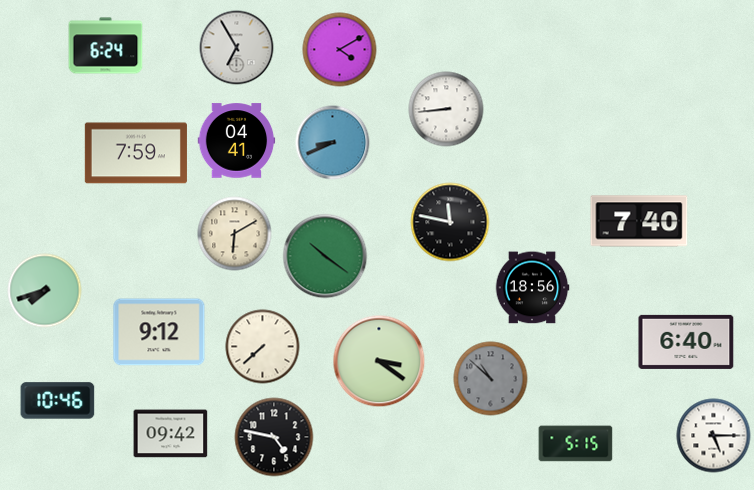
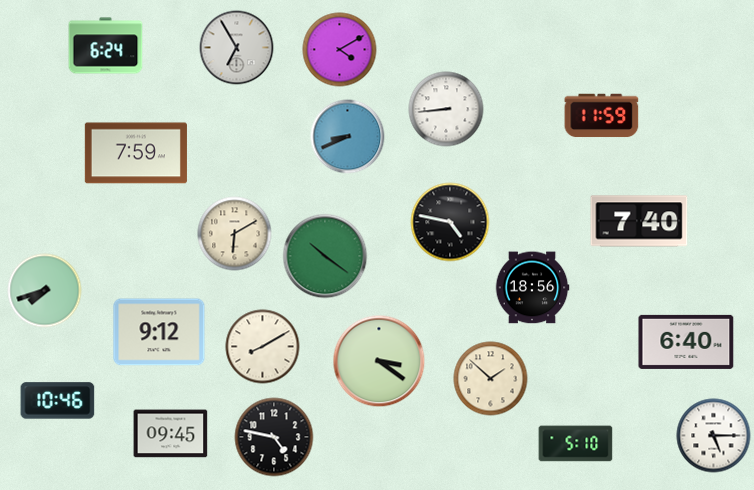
clock at (602, 116): none -> 11:59
clock at (237, 141): 04:41 -> none
clock at (333, 143) position: (333, 143) -> (348, 137)
clock at (450, 222): 11:47 -> 4:47
clock at (263, 347): 7:38 -> 8:10
clock at (491, 379): 10:52 -> 1:52
clock at (491, 379) dial: grey -> cream
clock at (171, 434): 09:42 -> 09:45
clock at (576, 444): 5:15 -> 5:10
